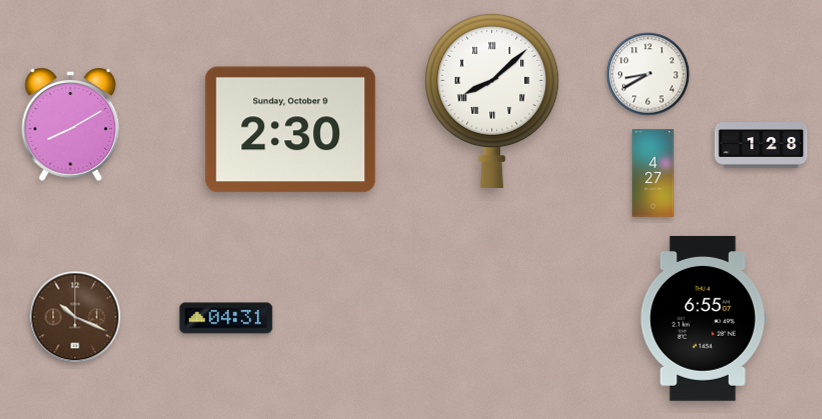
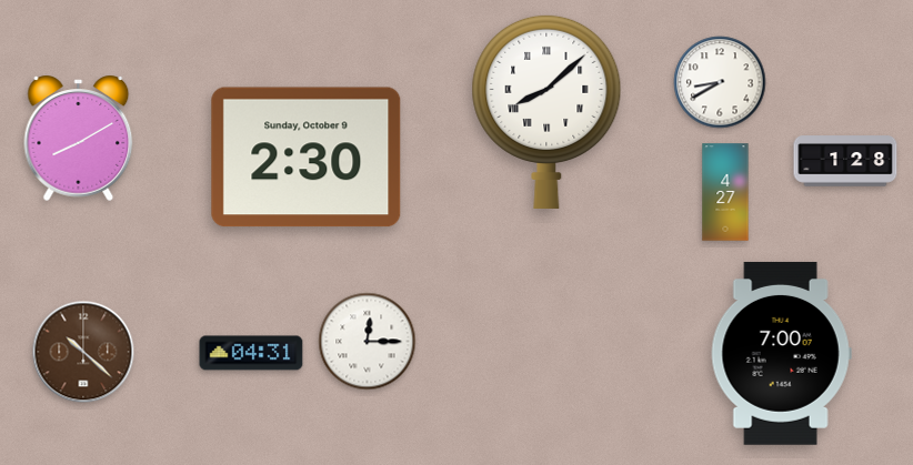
clock at (291, 130) position: (291, 130) -> (307, 158)
clock at (368, 342): none -> 12:15
clock at (75, 317): 10:19 -> 10:22
clock at (703, 318): 6:55 -> 7:00
